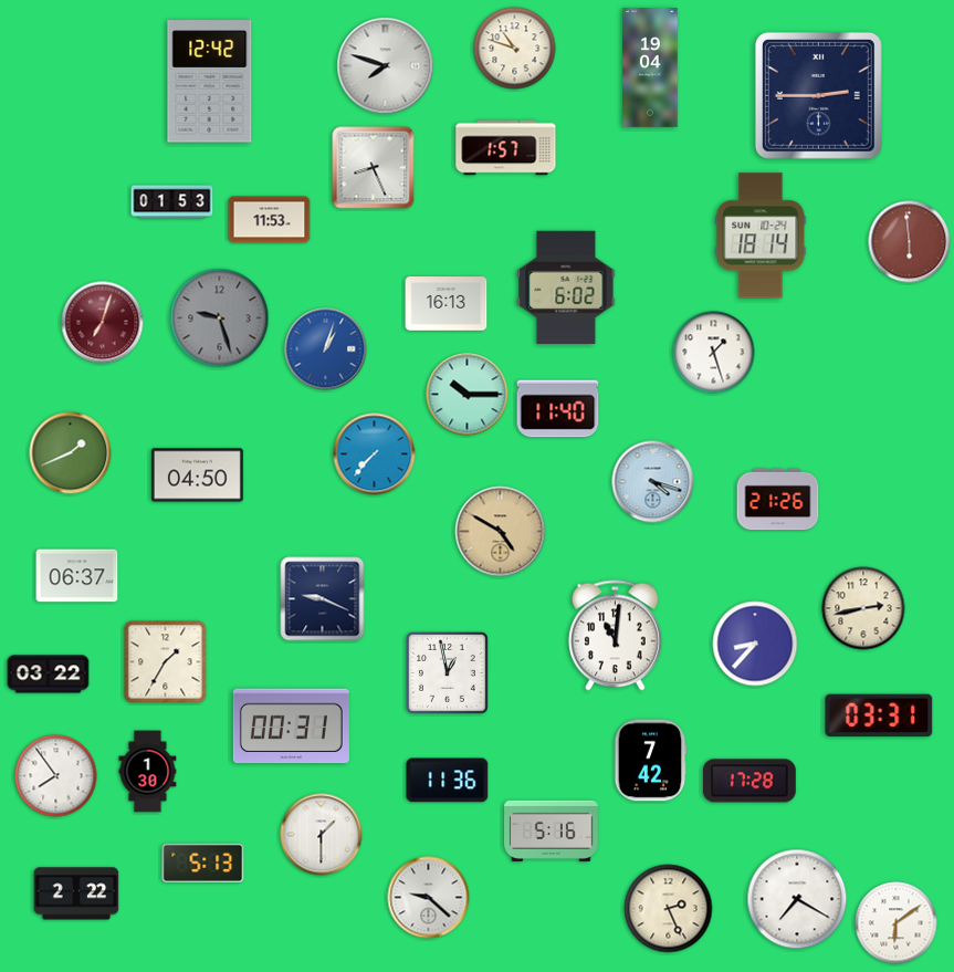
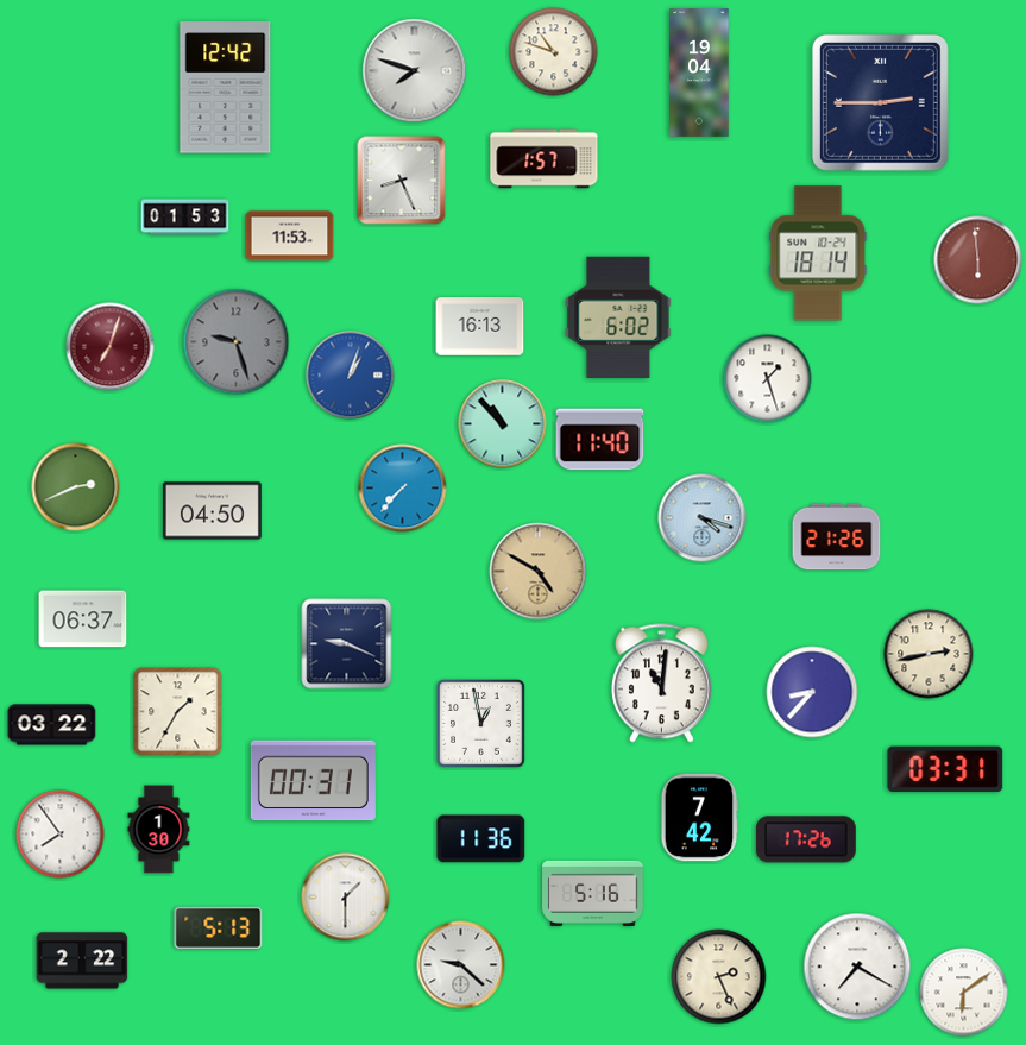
clock at (566, 286) position: (566, 286) -> (618, 316)
clock at (468, 395): 10:15 -> 10:53
clock at (71, 453): 1:41 -> 2:41
clock at (749, 781): 17:28 -> 17:26
